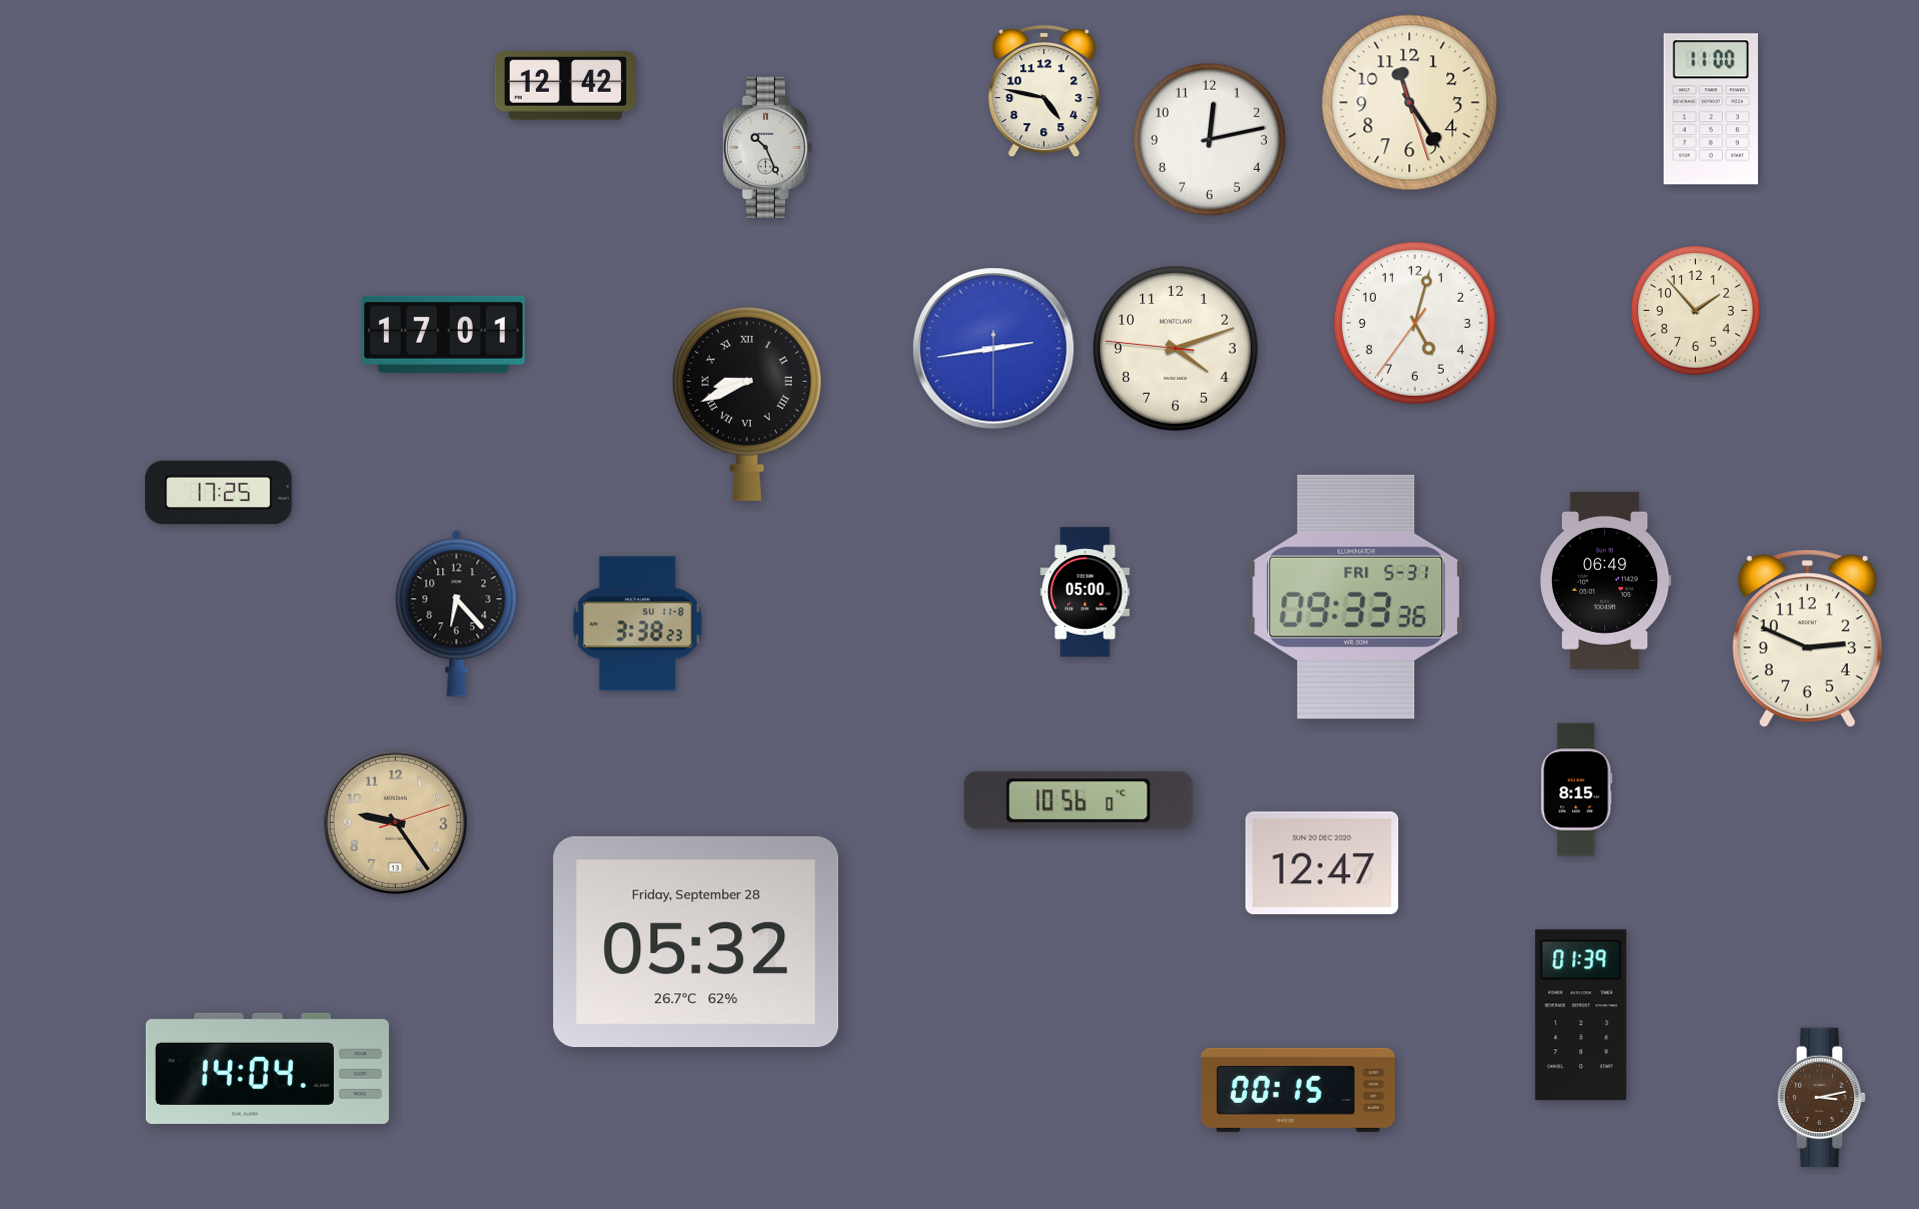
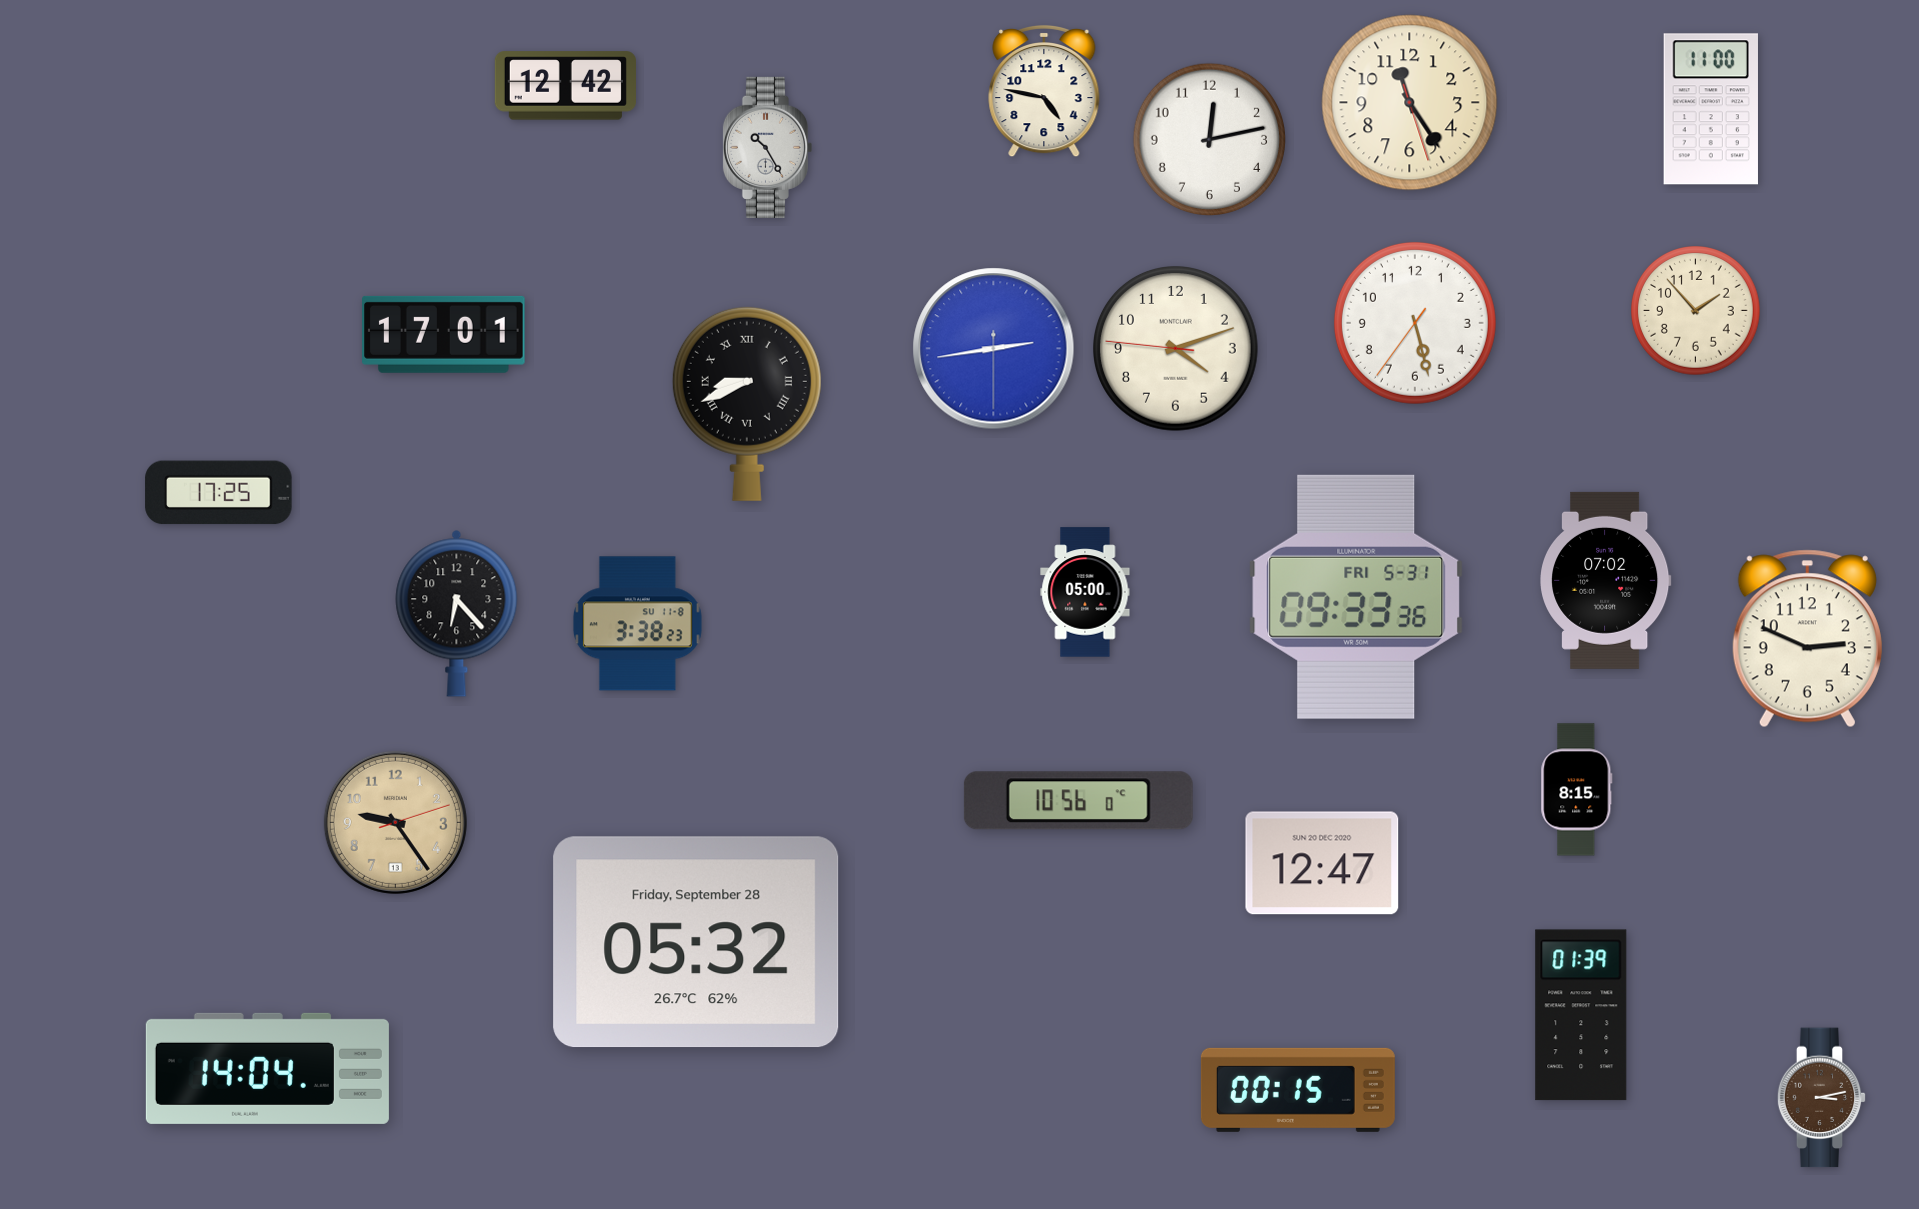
clock at (767, 147): 10:26 -> 10:25
clock at (1415, 323): 5:02 -> 5:27
clock at (1606, 580): 06:49 -> 07:02
